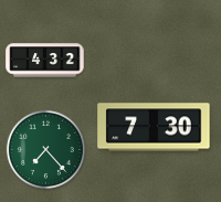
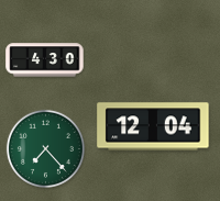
clock at (45, 61): 4:32 -> 4:30
clock at (154, 127): 7:30 -> 12:04
